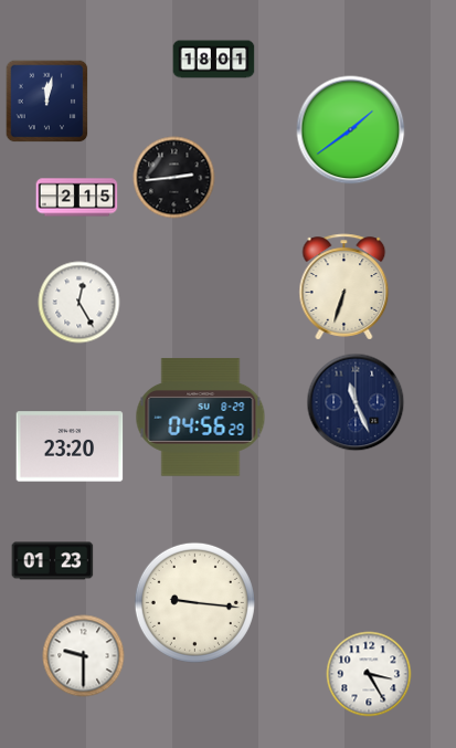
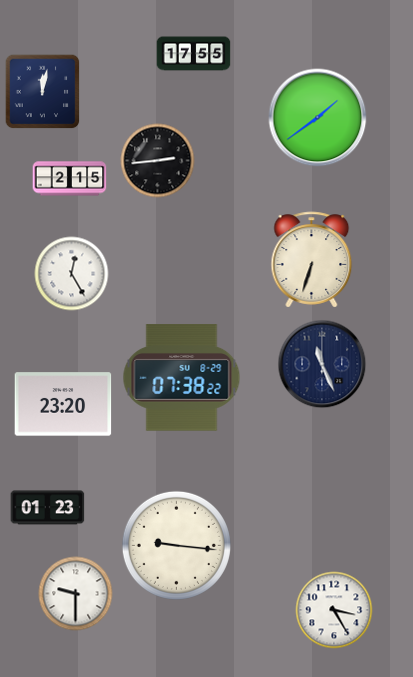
clock at (214, 60): 18:01 -> 17:55
clock at (201, 418): 04:56 -> 07:38
